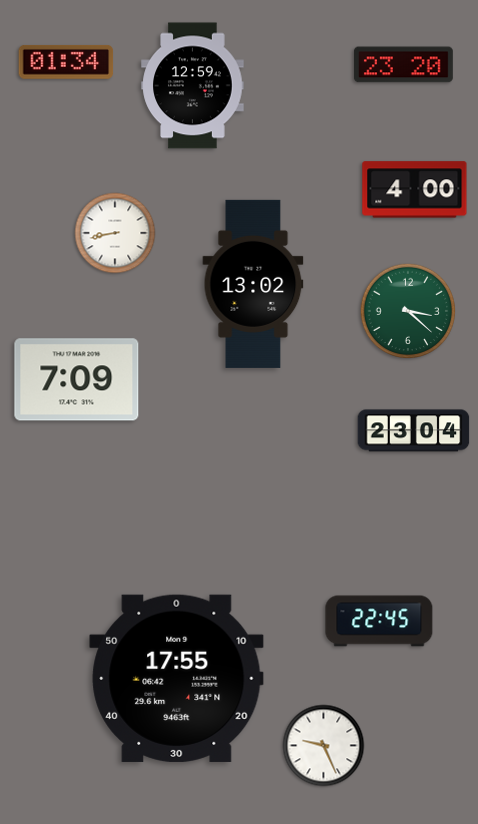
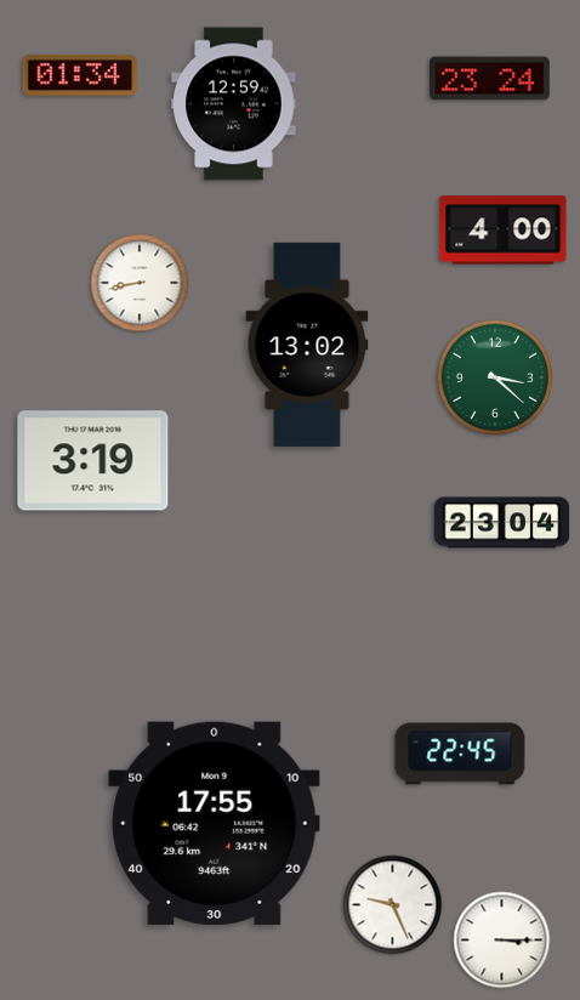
clock at (403, 65): 23:20 -> 23:24
clock at (77, 380): 7:09 -> 3:19
clock at (502, 941): none -> 3:15
